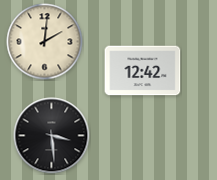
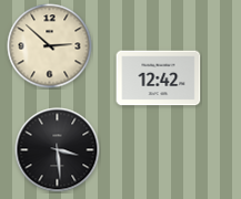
clock at (45, 42): 2:01 -> 2:52
